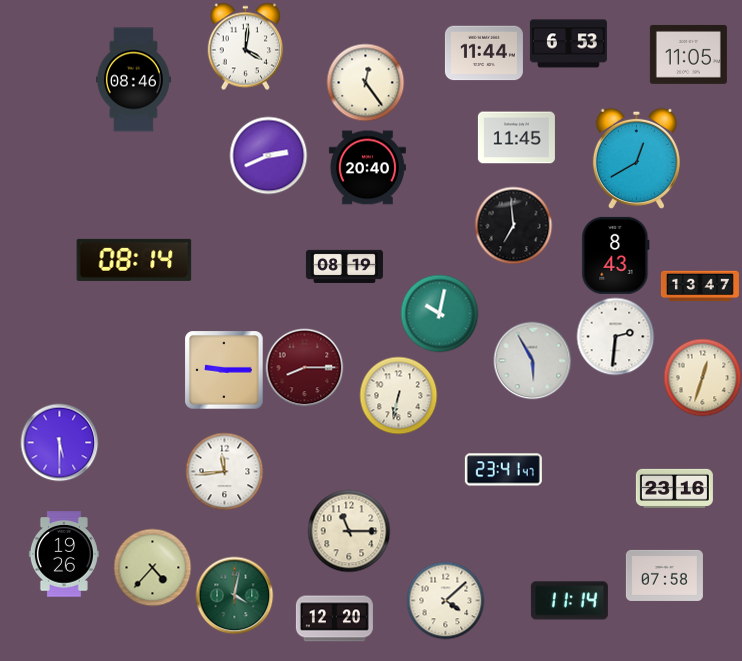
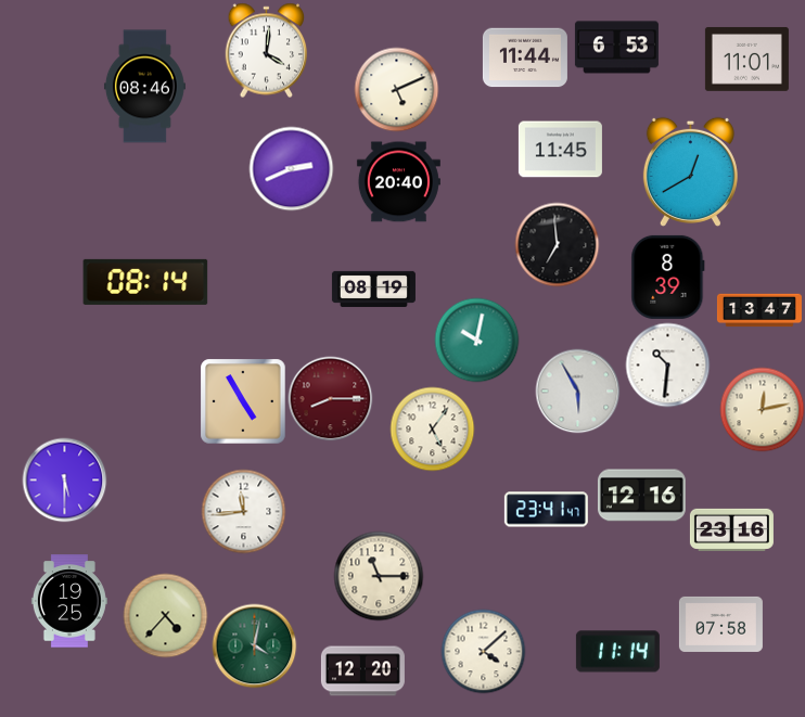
clock at (688, 54): 11:05 -> 11:01
clock at (365, 82): 12:24 -> 5:11
clock at (616, 255): 8:43 -> 8:39
clock at (615, 336): 2:31 -> 10:31
clock at (224, 370): 9:15 -> 4:55
clock at (702, 377): 12:33 -> 12:13
clock at (398, 395): 6:32 -> 5:06
clock at (641, 496): none -> 12:16
clock at (64, 554): 19:26 -> 19:25
